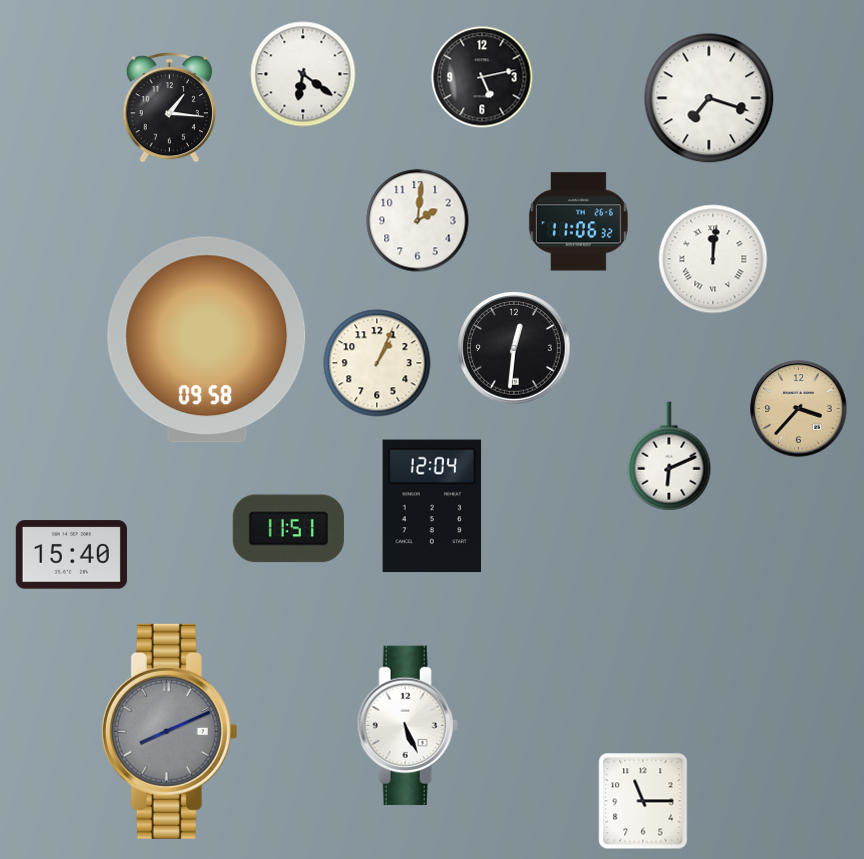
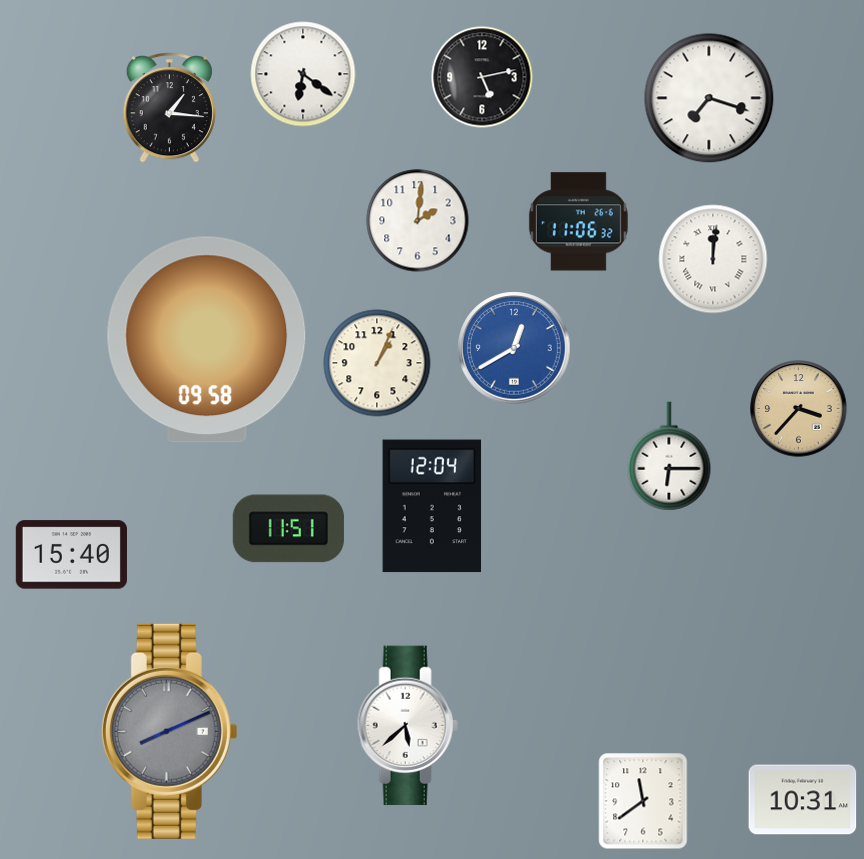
clock at (514, 348): 12:31 -> 12:40
clock at (514, 348) dial: black -> blue
clock at (669, 456): 6:11 -> 6:15
clock at (407, 726): 5:26 -> 5:38
clock at (803, 800): none -> 10:31
clock at (643, 801): 11:15 -> 11:39
